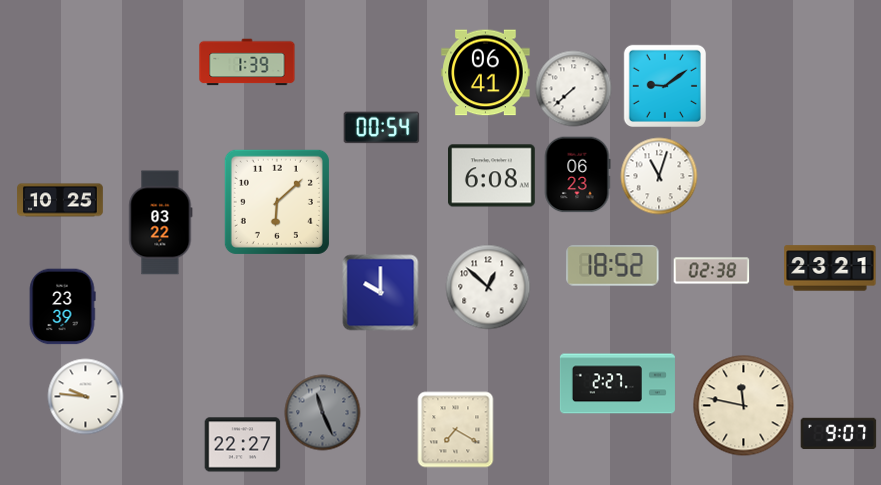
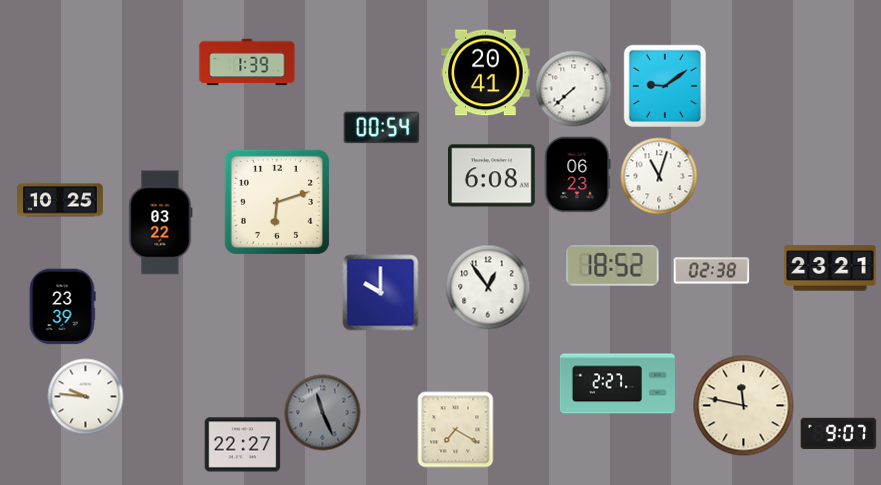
clock at (486, 73): 06:41 -> 20:41
clock at (277, 202): 6:08 -> 6:12
clock at (488, 287): 12:52 -> 12:54
